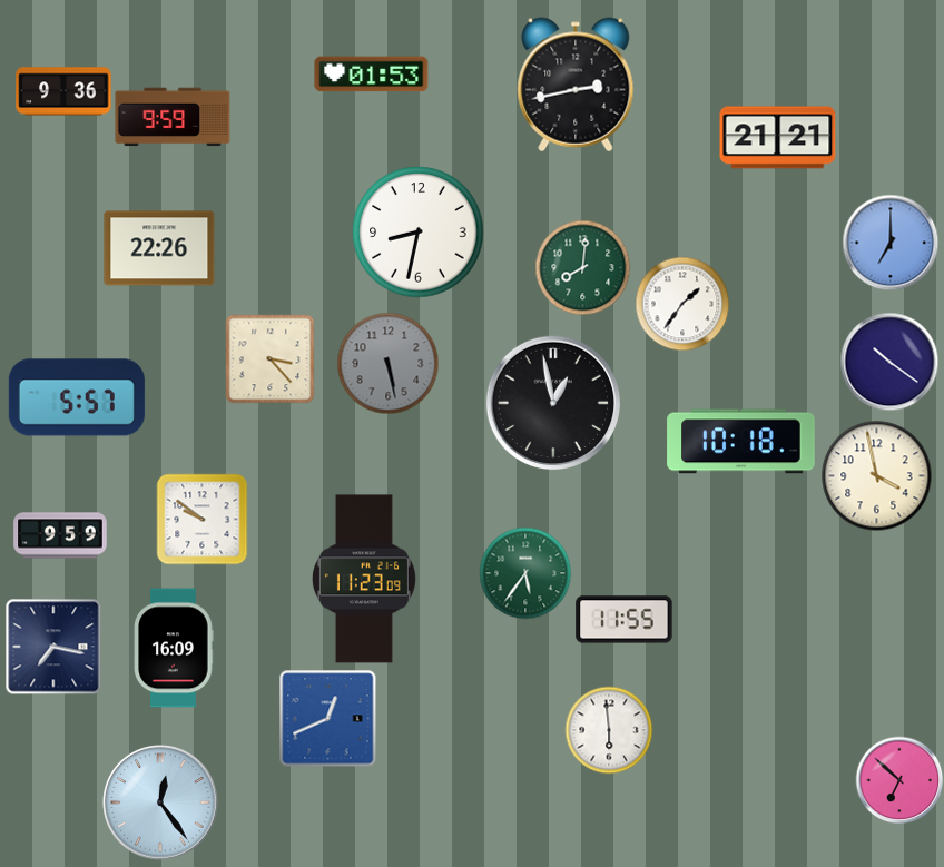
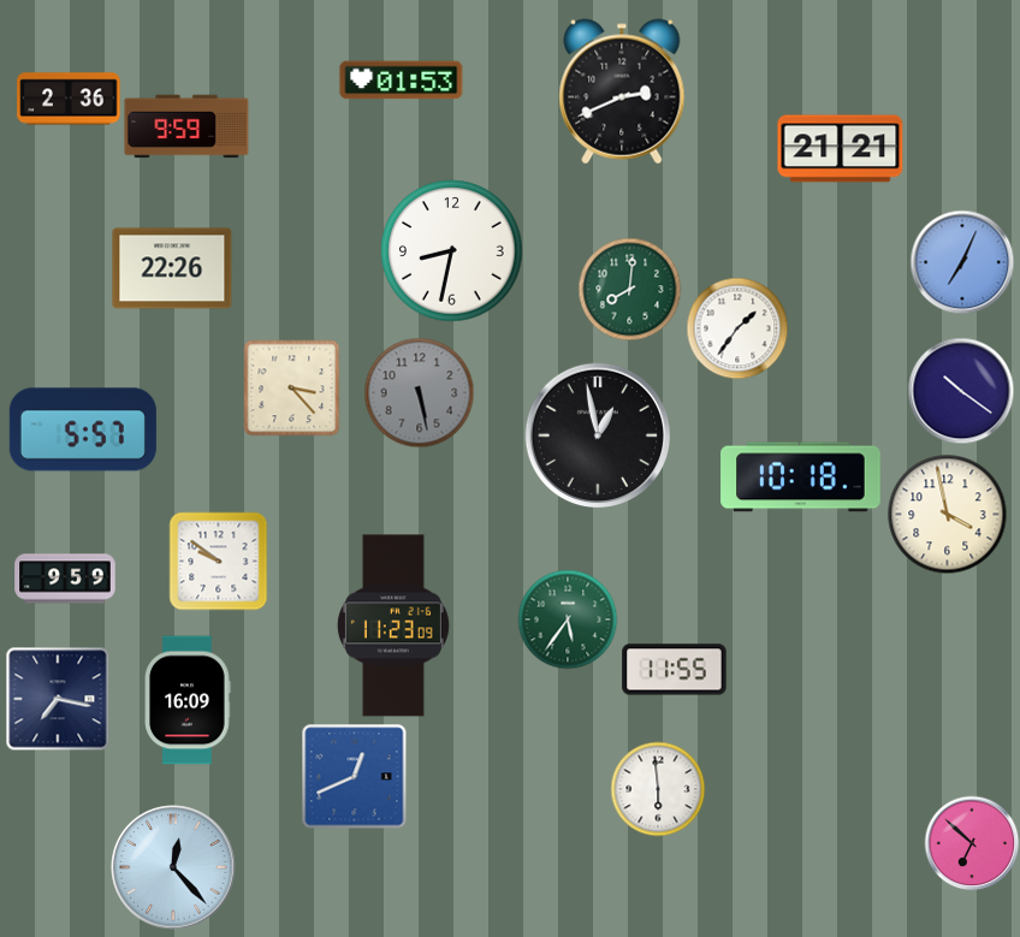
clock at (576, 85): 2:43 -> 2:41
clock at (63, 91): 9:36 -> 2:36
clock at (891, 243): 7:00 -> 7:04
clock at (160, 802): 12:24 -> 12:23
